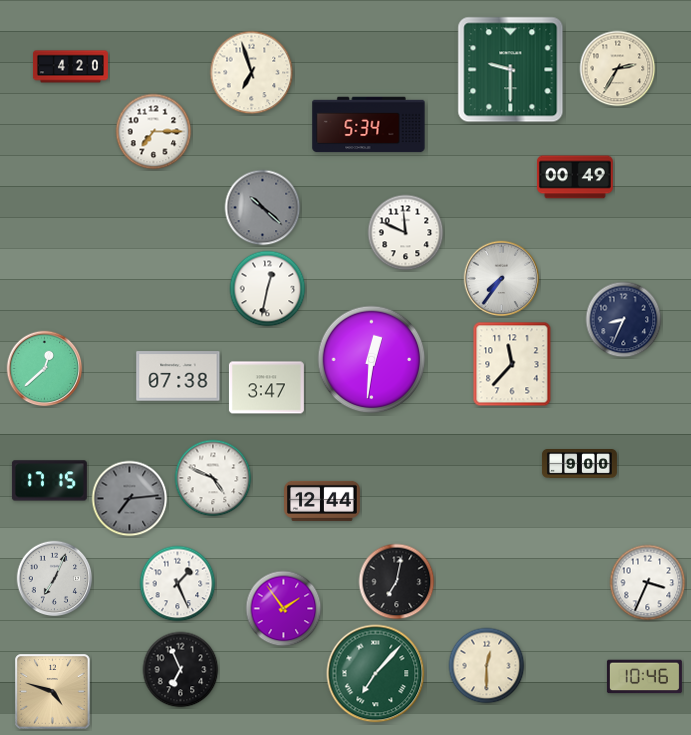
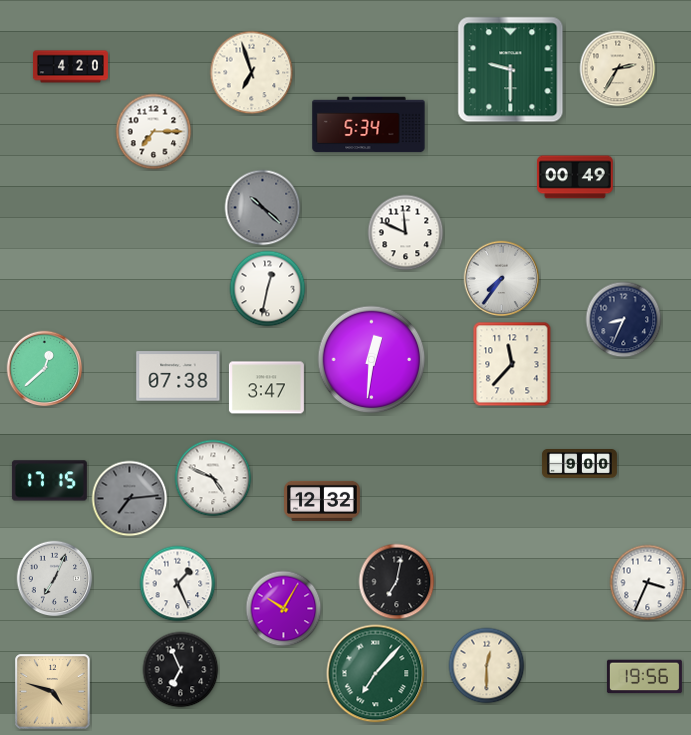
clock at (323, 501): 12:44 -> 12:32
clock at (284, 609): 1:54 -> 10:05
clock at (644, 677): 10:46 -> 19:56
